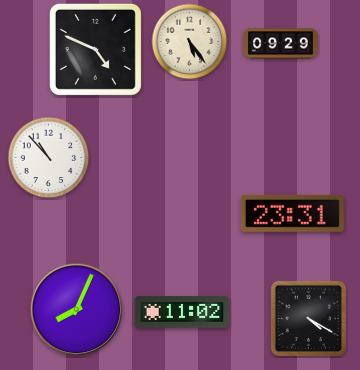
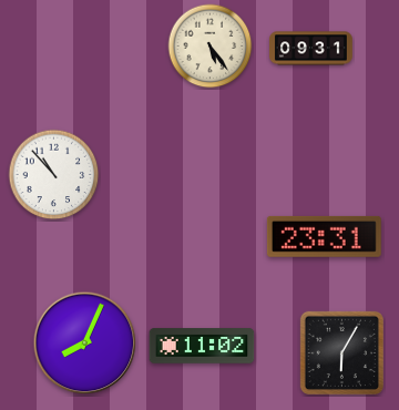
clock at (281, 44): 09:29 -> 09:31
clock at (95, 49): 4:49 -> none
clock at (308, 318): 4:20 -> 6:05
